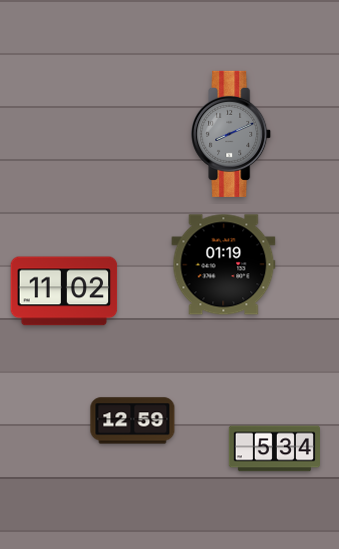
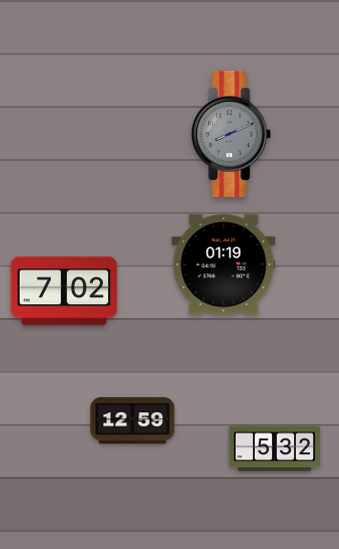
clock at (64, 291): 11:02 -> 7:02
clock at (274, 449): 5:34 -> 5:32
